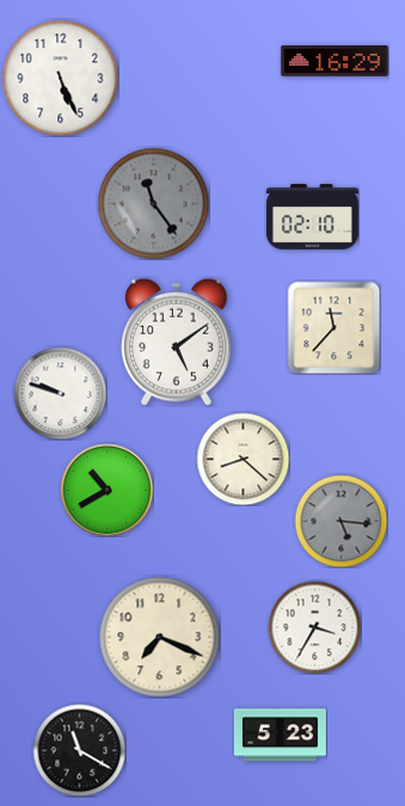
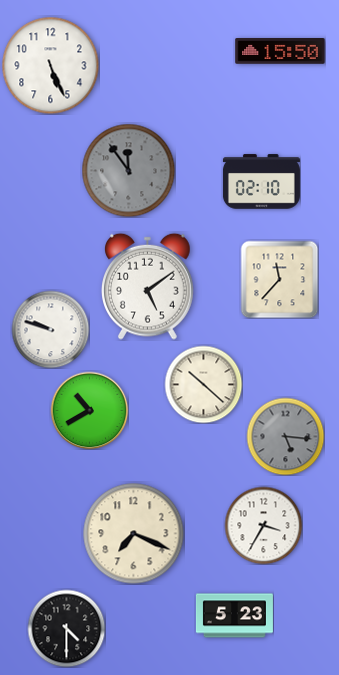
clock at (335, 61): 16:29 -> 15:50
clock at (153, 203): 11:24 -> 11:54
clock at (333, 327) position: (333, 327) -> (279, 279)
clock at (243, 459): 8:22 -> 10:22
clock at (79, 750): 11:20 -> 4:30
